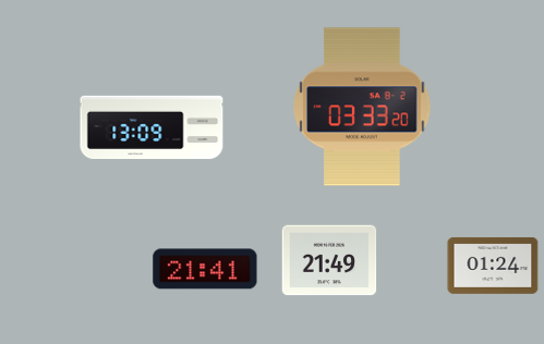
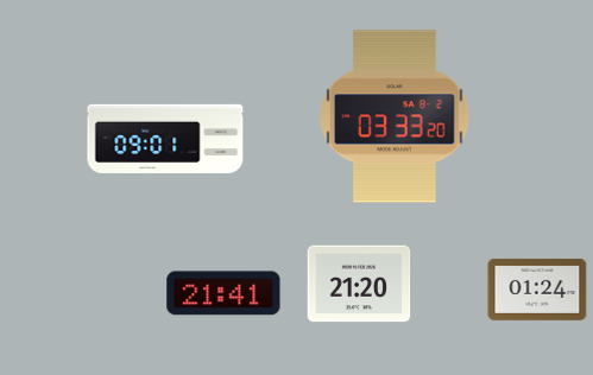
clock at (152, 127): 13:09 -> 09:01
clock at (329, 260): 21:49 -> 21:20
